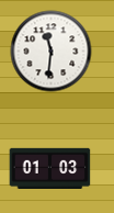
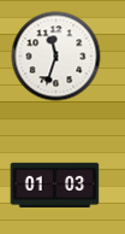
clock at (52, 52): 11:31 -> 11:33
